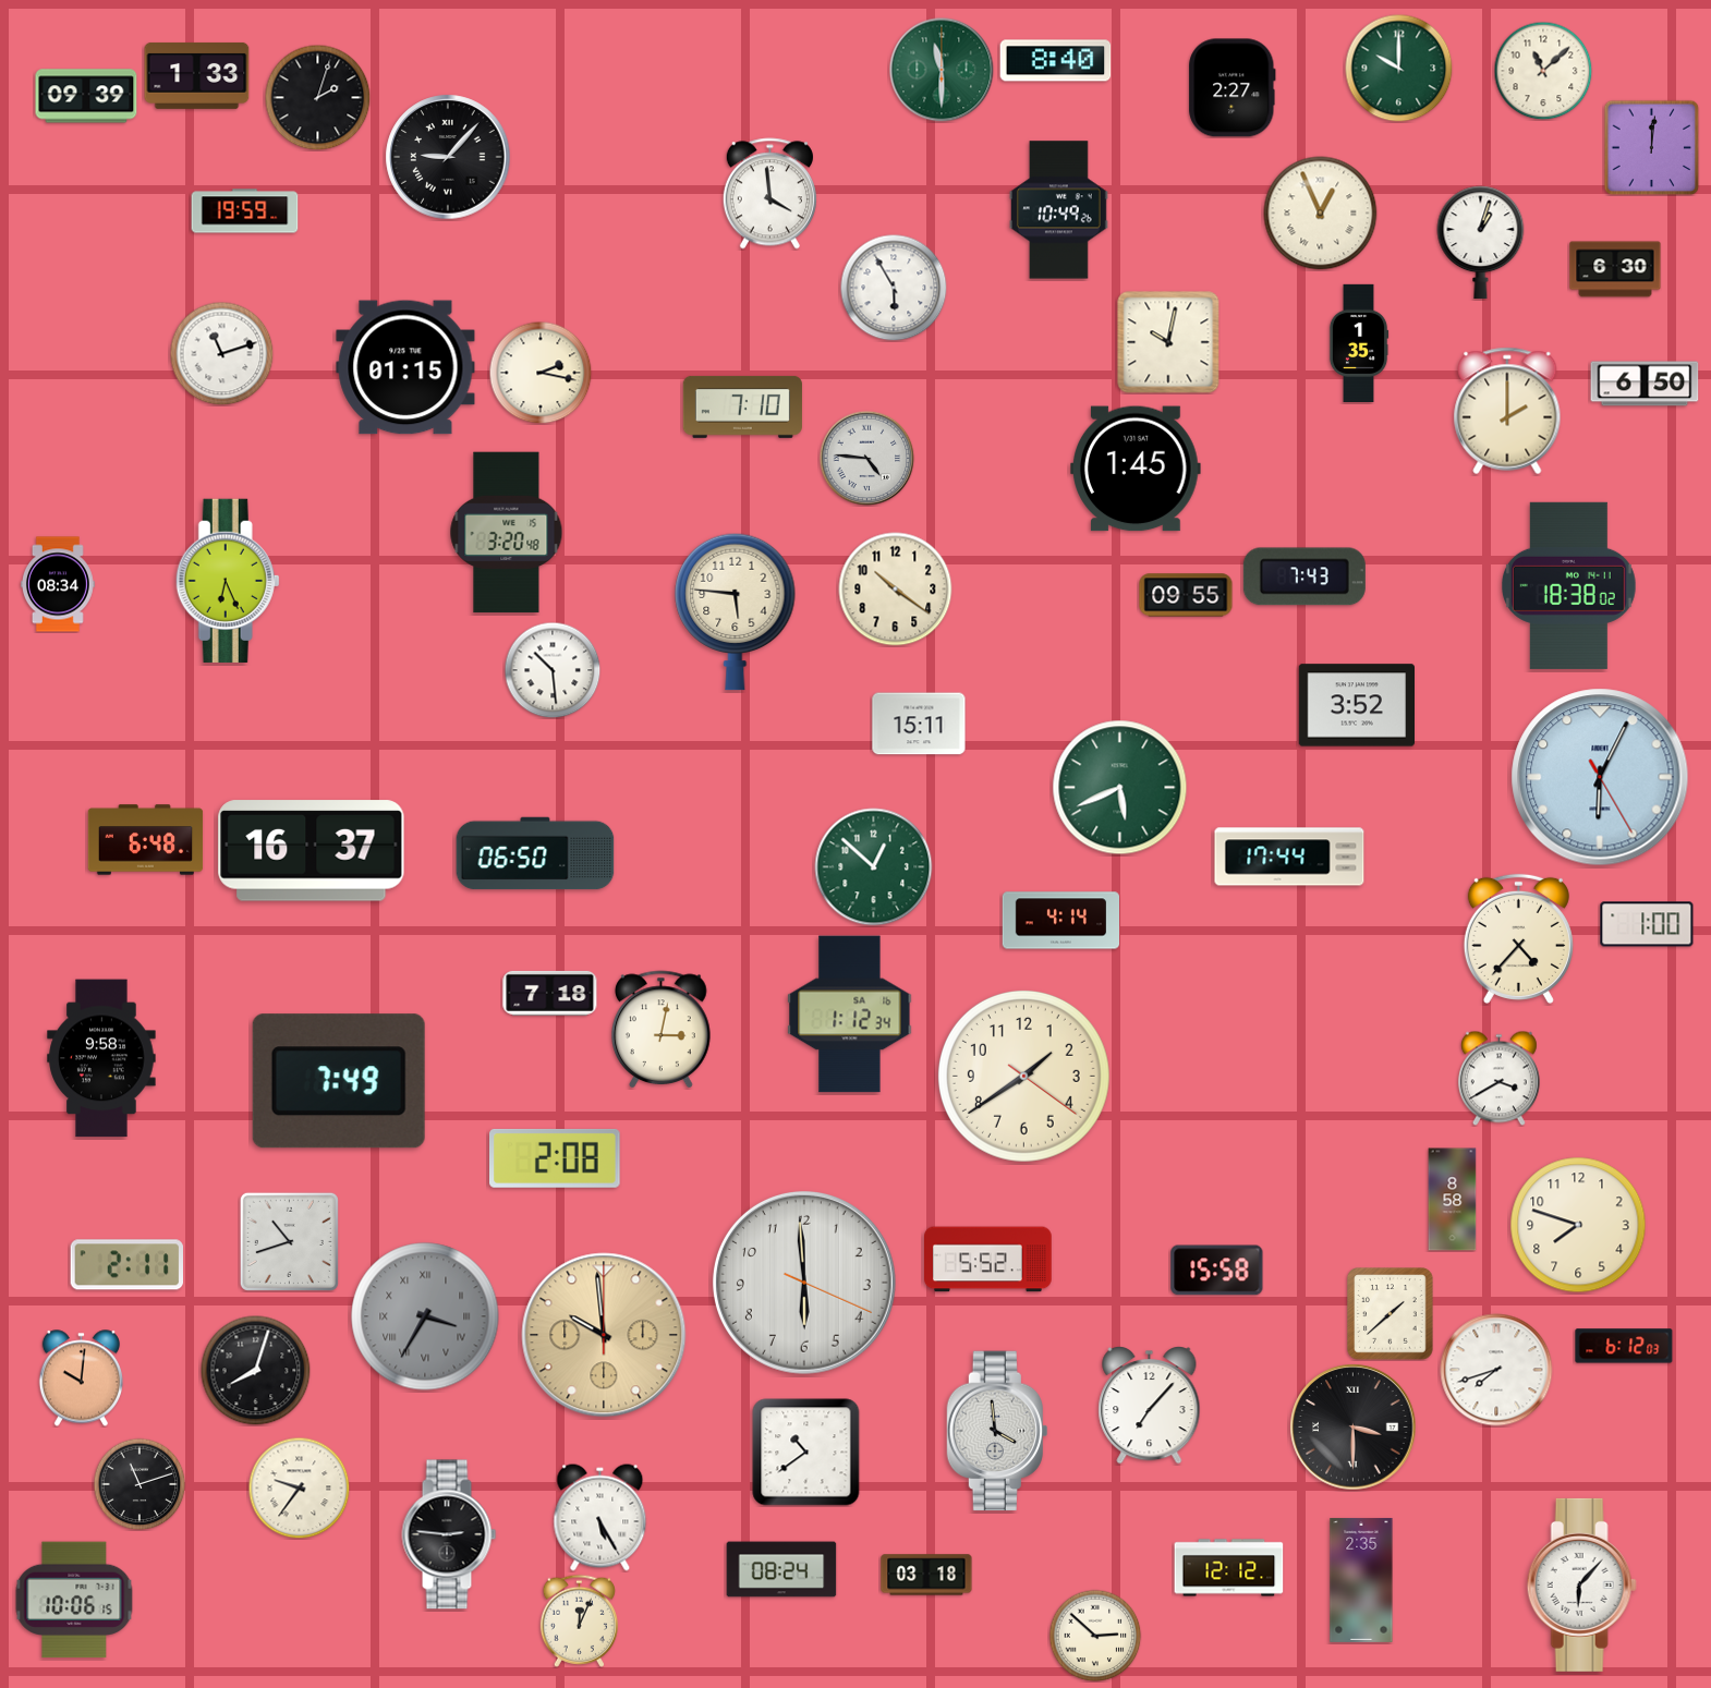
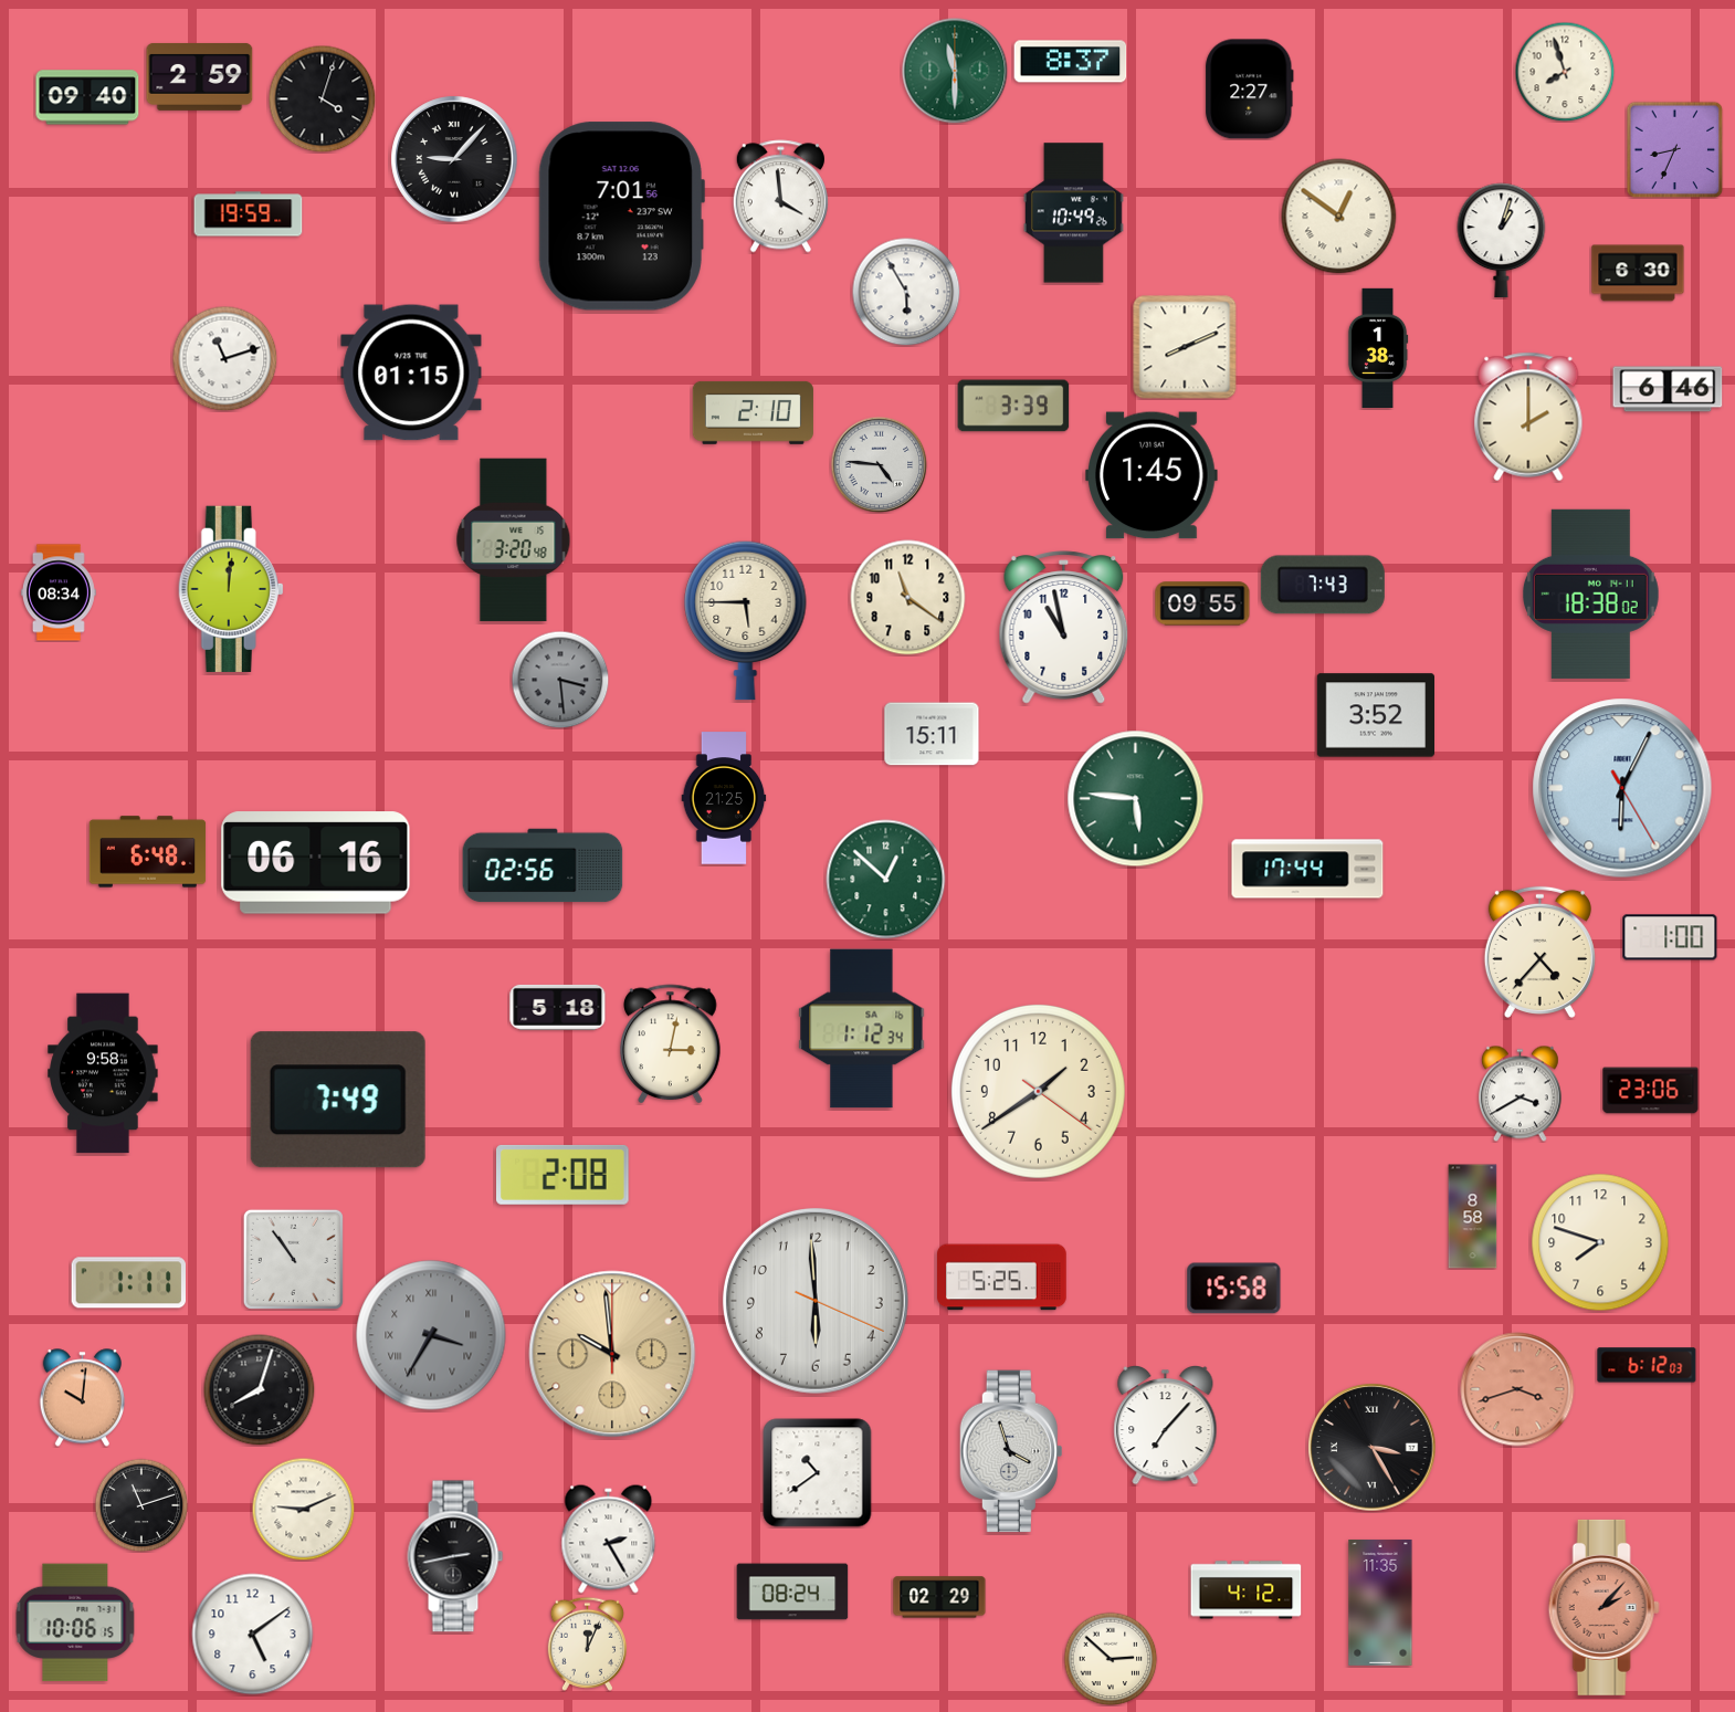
clock at (1056, 61): 8:40 -> 8:37
clock at (1399, 69): 10:00 -> none
clock at (1543, 71): 11:08 -> 7:57
clock at (197, 75): 1:33 -> 2:59
clock at (86, 96): 09:39 -> 09:40
clock at (317, 97): 2:03 -> 4:03
clock at (1651, 147): 12:01 -> 8:34
clock at (621, 217): none -> 7:01
clock at (1321, 214): 12:56 -> 12:51
clock at (1481, 243) position: (1481, 243) -> (1502, 241)
clock at (1168, 342): 10:02 -> 8:11
clock at (1359, 342): 1:35 -> 1:38
clock at (541, 373): 2:17 -> none
clock at (1645, 384): 6:50 -> 6:46
clock at (1013, 406): none -> 3:39
clock at (742, 406): 7:10 -> 2:10
clock at (228, 581): 6:26 -> 12:01
clock at (896, 590): 10:21 -> 11:21
clock at (736, 611): 5:46 -> 5:45
clock at (1064, 628): none -> 10:58
clock at (553, 670): 10:29 -> 3:29
clock at (553, 670) dial: white -> grey
clock at (724, 798): none -> 21:25
clock at (1120, 788): 5:41 -> 5:46
clock at (312, 851): 16:37 -> 06:16
clock at (535, 853): 06:50 -> 02:56
clock at (1060, 921): 4:14 -> none
clock at (550, 993): 7:18 -> 5:18
clock at (1651, 1091): none -> 23:06
clock at (339, 1081) position: (339, 1081) -> (338, 1100)
clock at (289, 1241): 10:42 -> 10:54
clock at (988, 1260): 5:52 -> 5:25
clock at (126, 1265): 2:11 -> 1:11
clock at (1391, 1314): 1:38 -> none
clock at (1496, 1370): 7:42 -> 3:42
clock at (1496, 1370) dial: white -> salmon
clock at (1354, 1428): 3:30 -> 3:25
clock at (996, 1431): 3:59 -> 3:57
clock at (299, 1487): 9:36 -> 9:11
clock at (600, 1518): 5:25 -> 2:25
clock at (449, 1534): 2:46 -> 2:43
clock at (1229, 1568): 12:12 -> 4:12
clock at (926, 1575): 03:18 -> 02:29
clock at (1361, 1580): 2:35 -> 11:35
clock at (1581, 1584): 6:07 -> 2:07
clock at (1581, 1584) dial: white -> salmon
clock at (253, 1635): none -> 5:09
